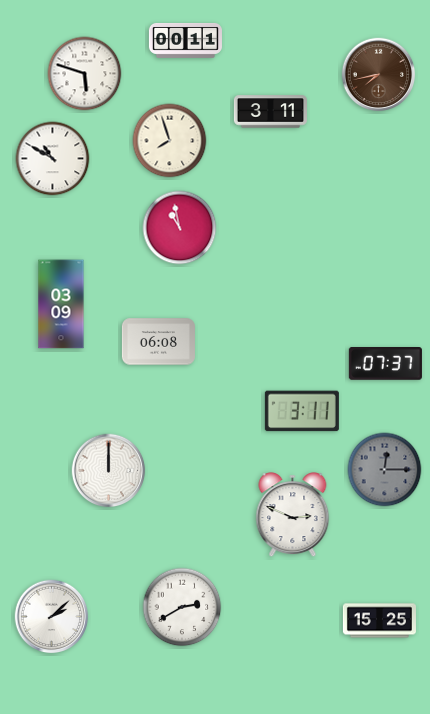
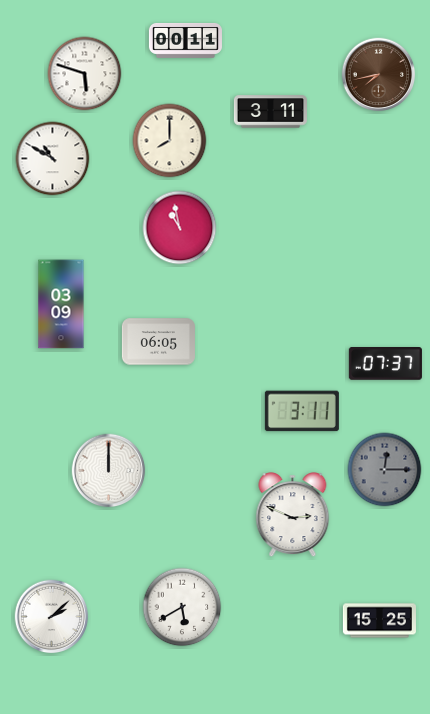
clock at (170, 141): 7:57 -> 8:00
clock at (158, 342): 06:08 -> 06:05
clock at (182, 607): 2:40 -> 5:40
